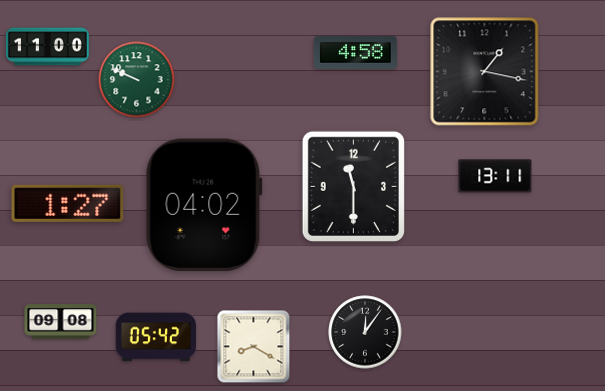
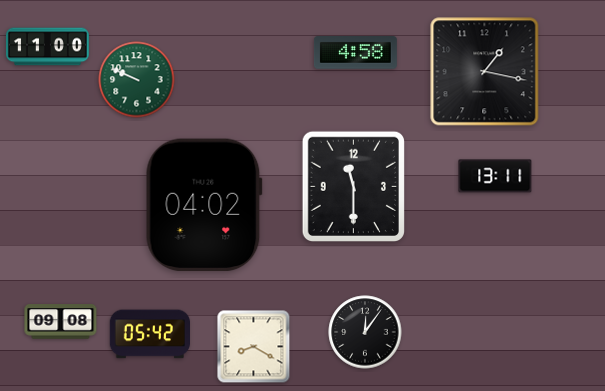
clock at (68, 203): 1:27 -> none
clock at (155, 337) position: (155, 337) -> (149, 334)
